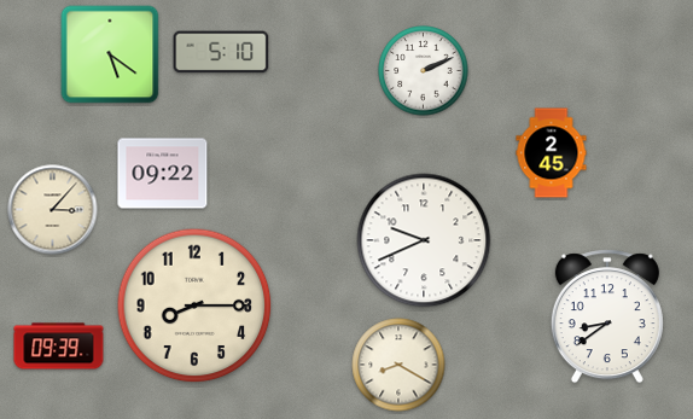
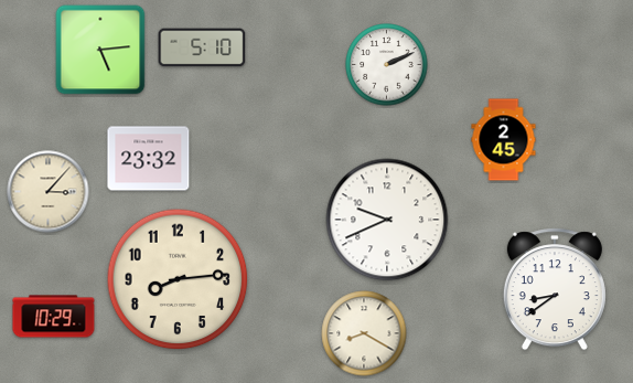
clock at (110, 54): 5:21 -> 5:14
clock at (163, 174): 09:22 -> 23:32
clock at (194, 305): 8:15 -> 8:14
clock at (59, 347): 09:39 -> 10:29
